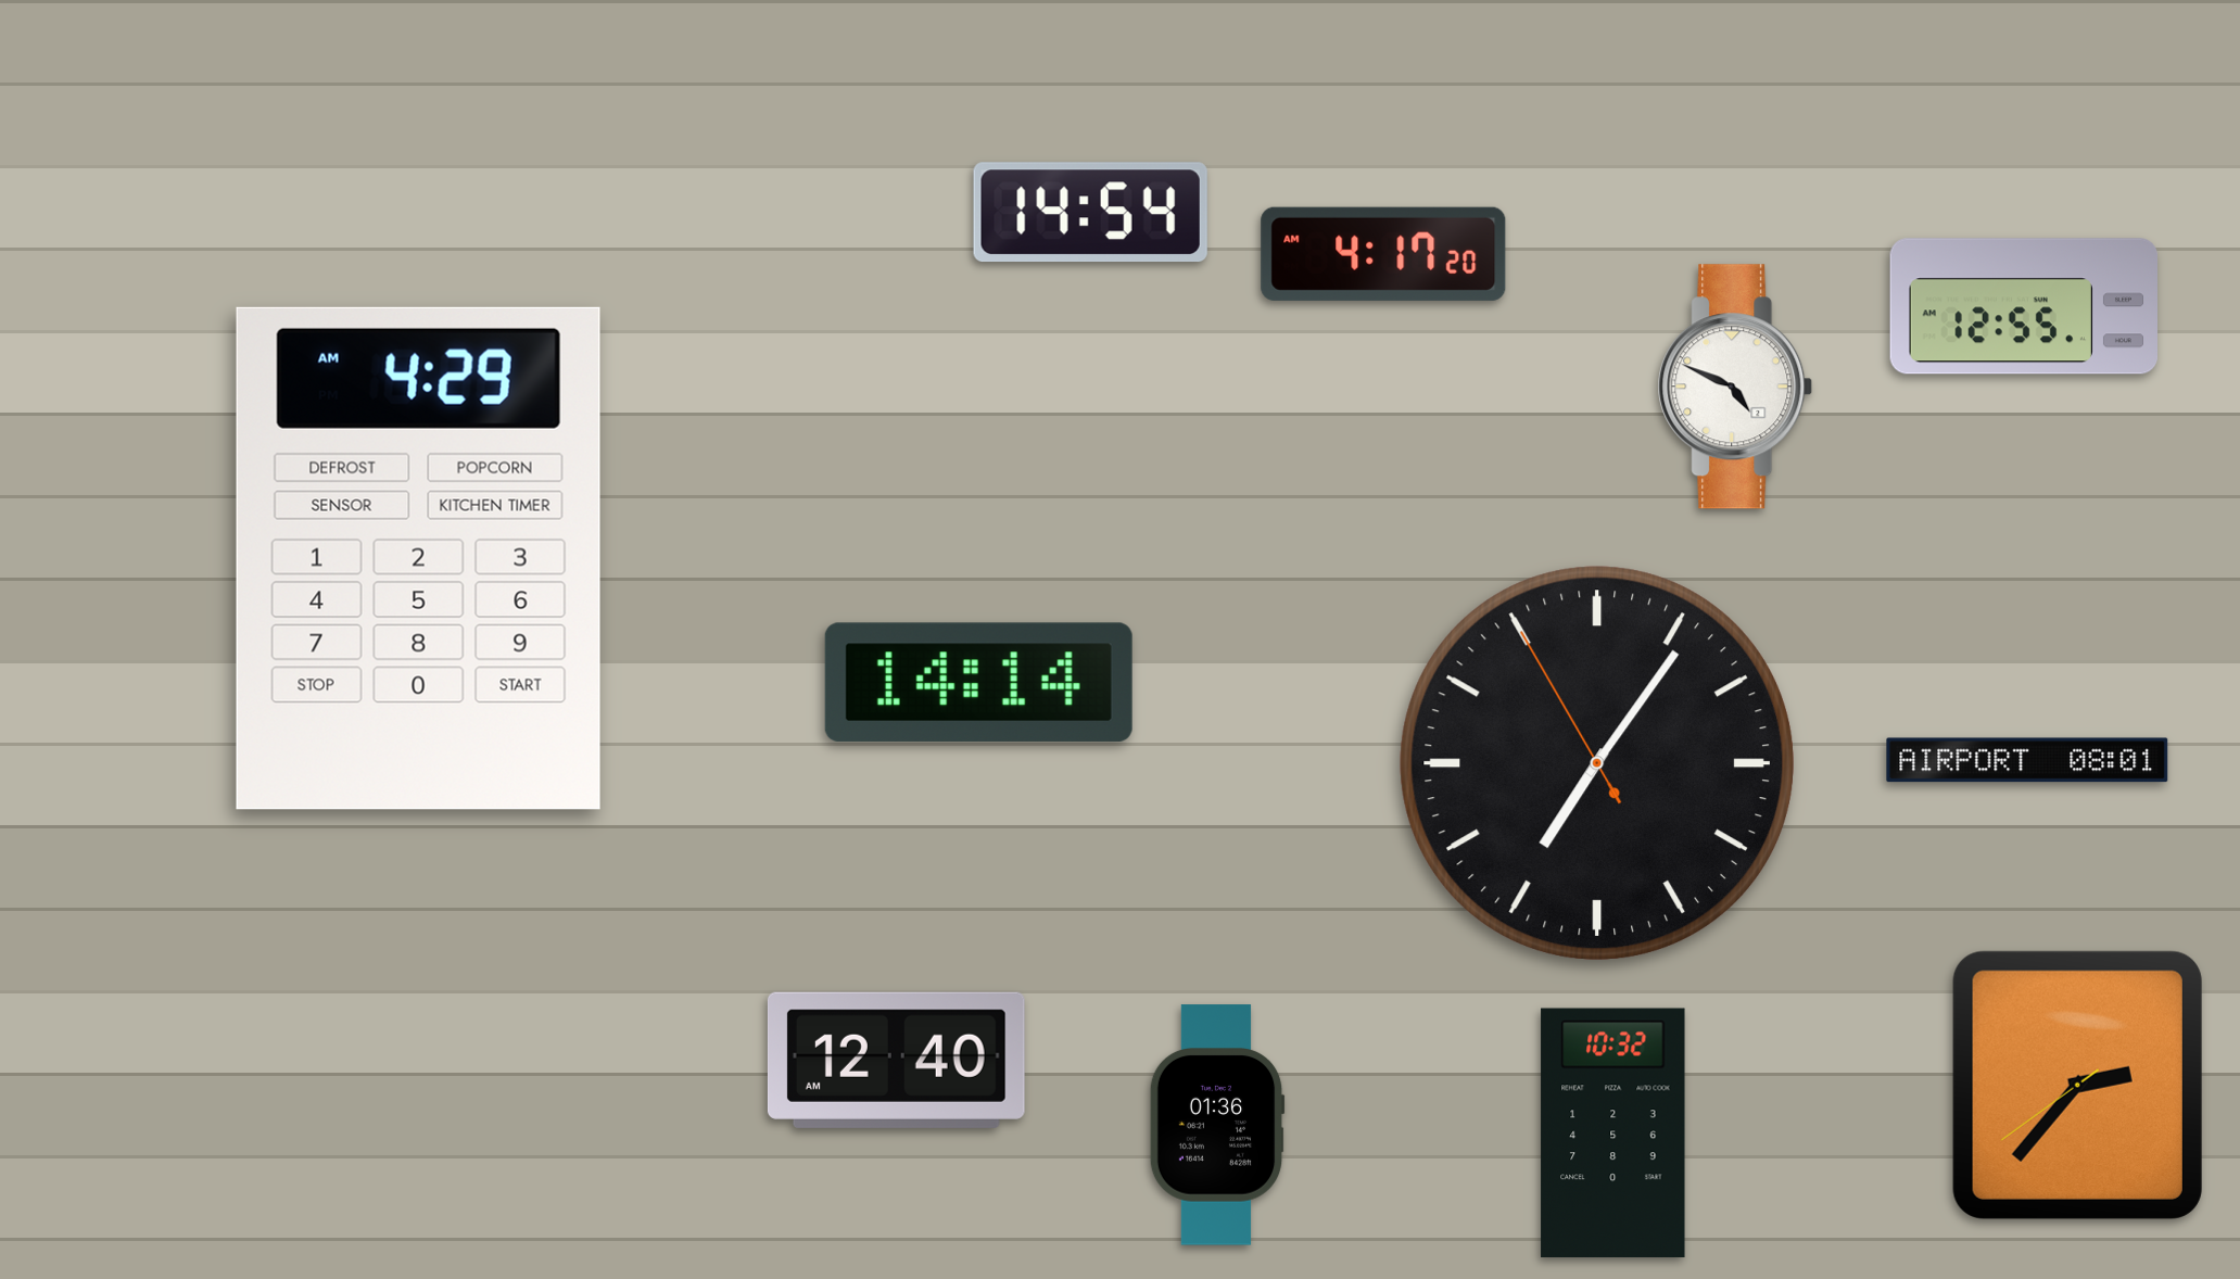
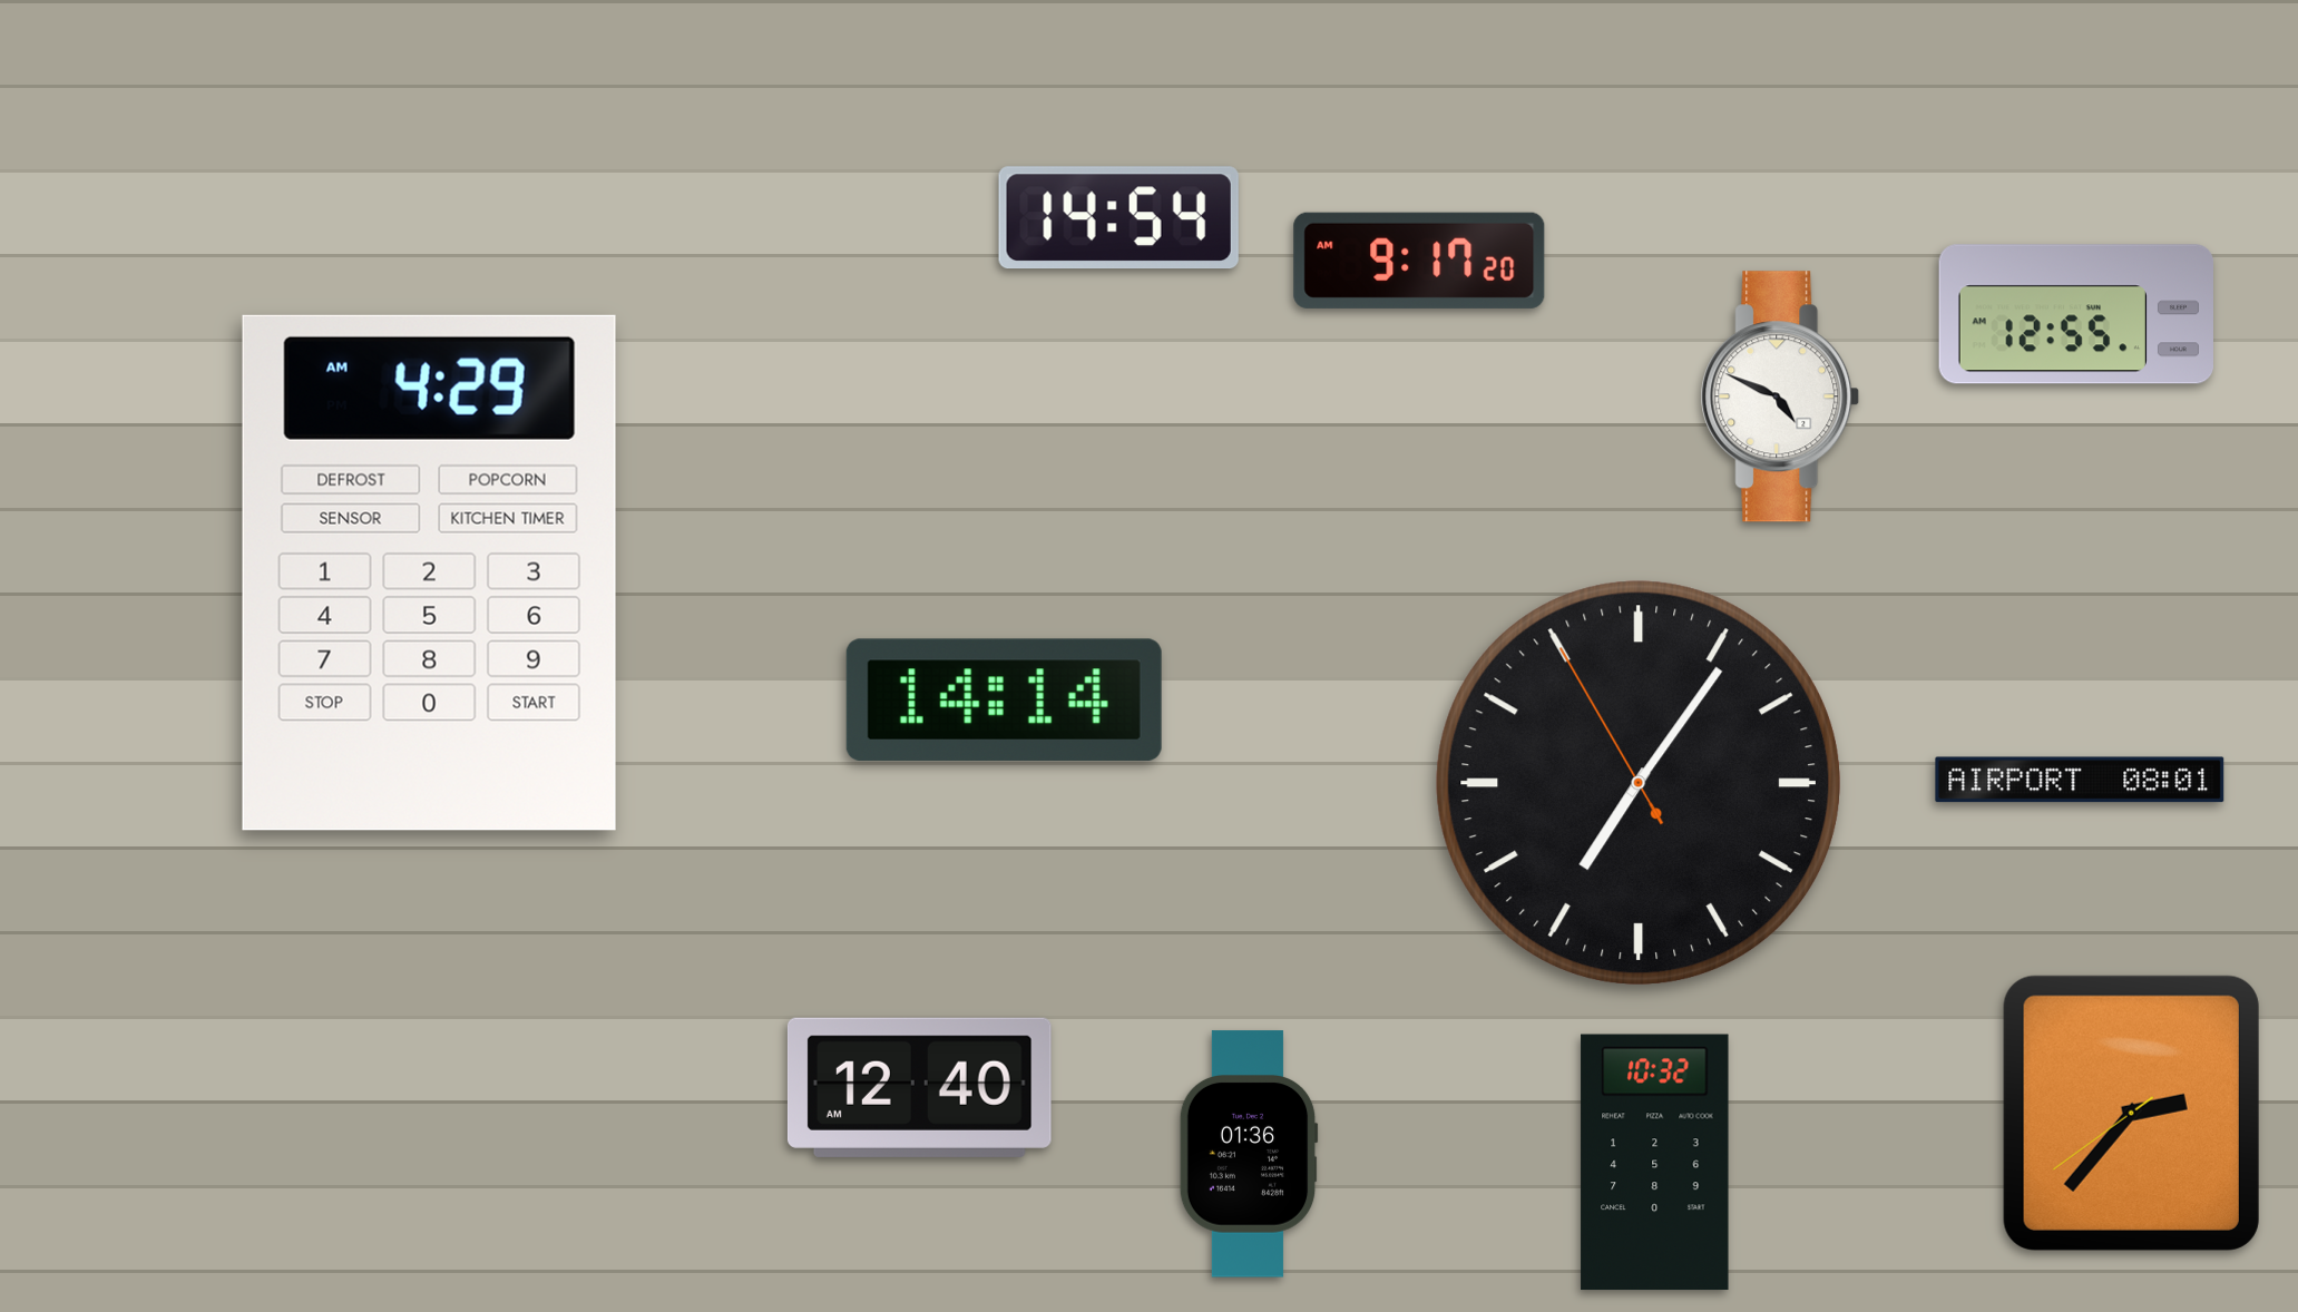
clock at (1383, 254): 4:17 -> 9:17
